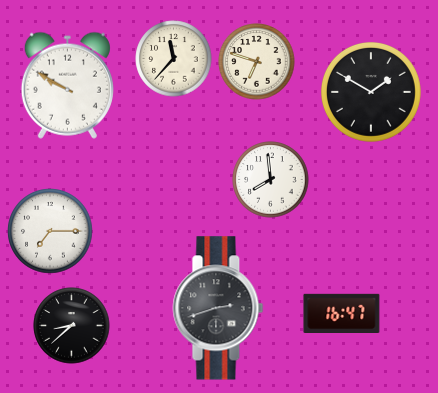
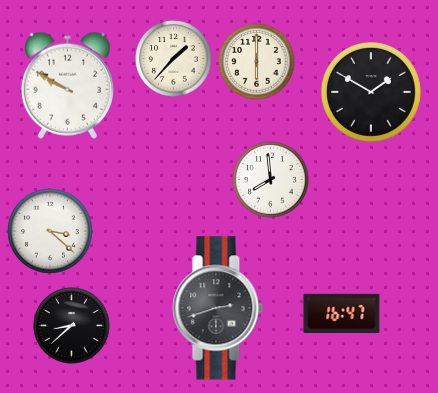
clock at (174, 59): 11:37 -> 1:37
clock at (257, 62): 6:48 -> 6:00
clock at (50, 231): 7:15 -> 3:22
